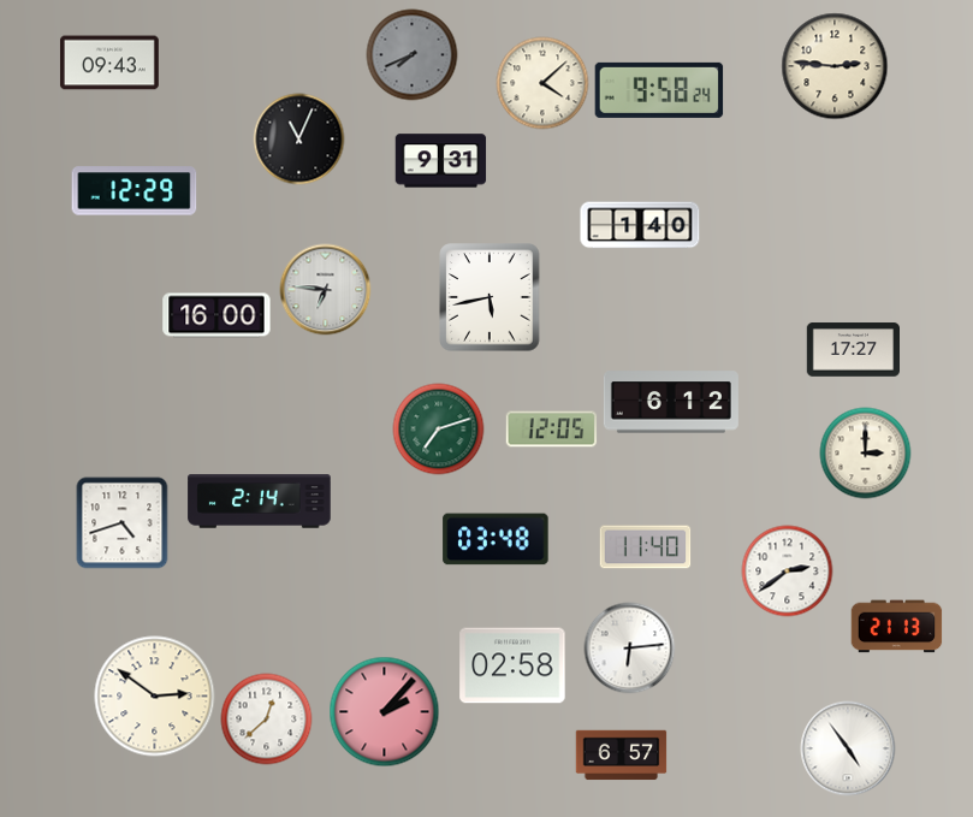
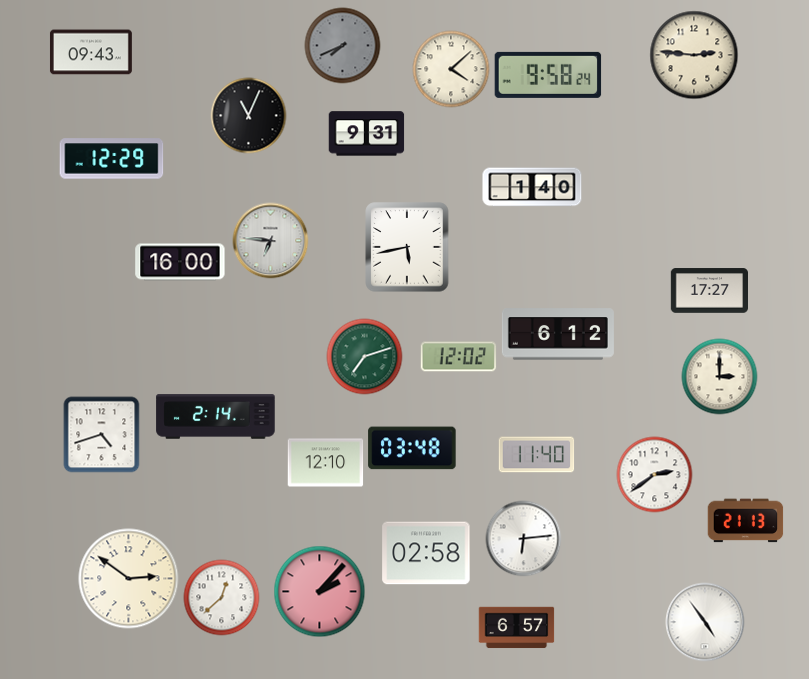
clock at (552, 430): 12:05 -> 12:02
clock at (326, 463): none -> 12:10
